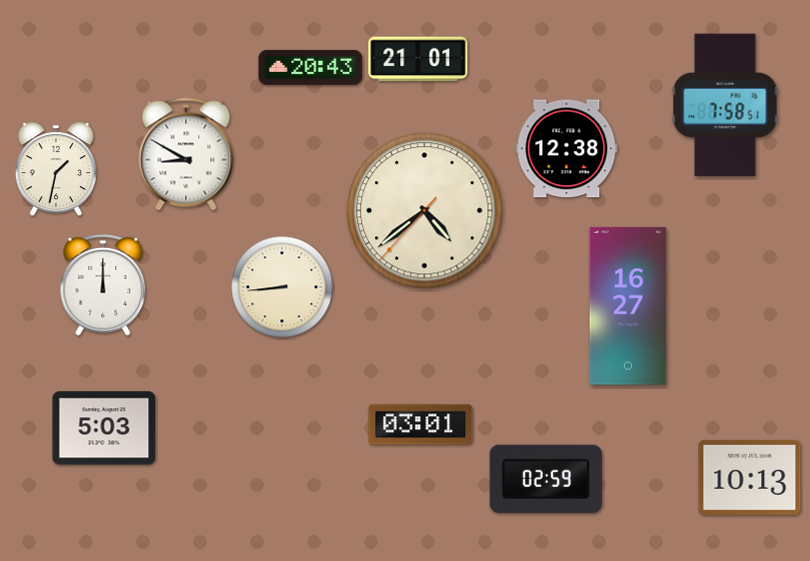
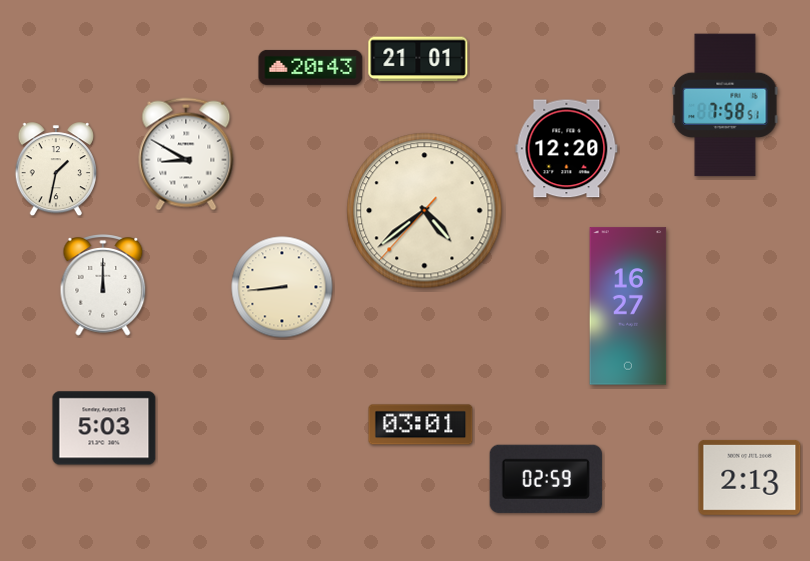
clock at (567, 149): 12:38 -> 12:20
clock at (750, 477): 10:13 -> 2:13
